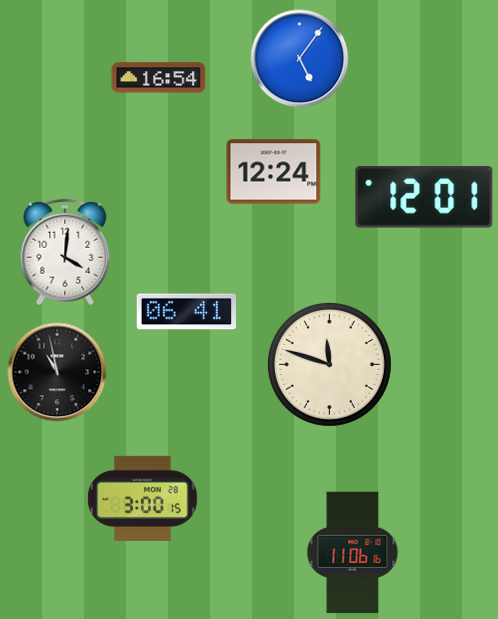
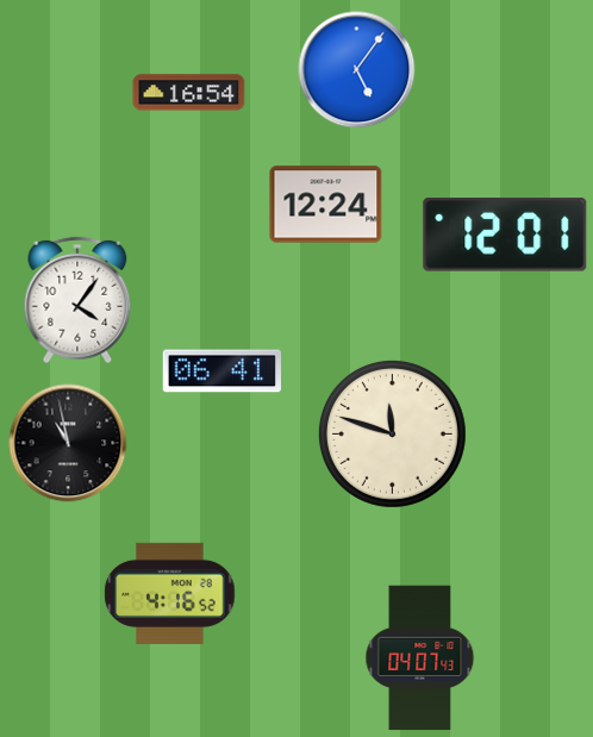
clock at (65, 252): 4:01 -> 4:06
clock at (143, 498): 3:00 -> 4:16
clock at (353, 553): 11:06 -> 04:07
